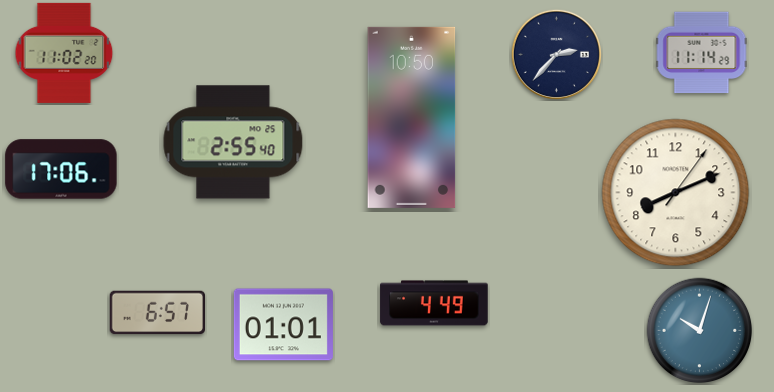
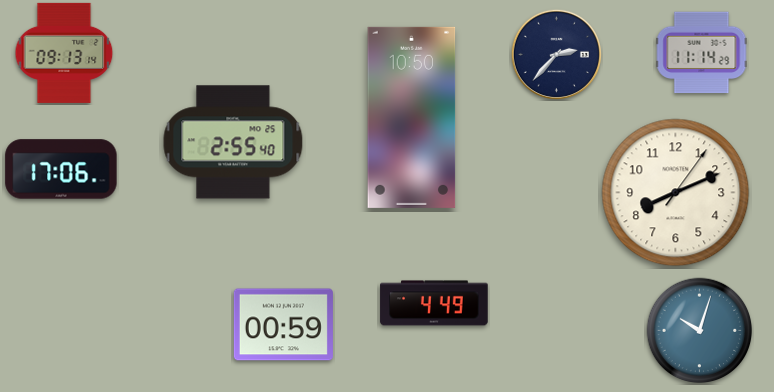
clock at (64, 53): 11:02 -> 09:13
clock at (158, 313): 6:57 -> none
clock at (283, 325): 01:01 -> 00:59
